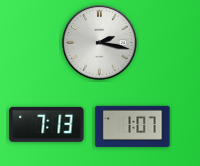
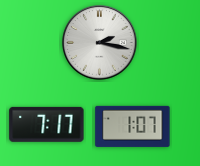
clock at (47, 124): 7:13 -> 7:17
